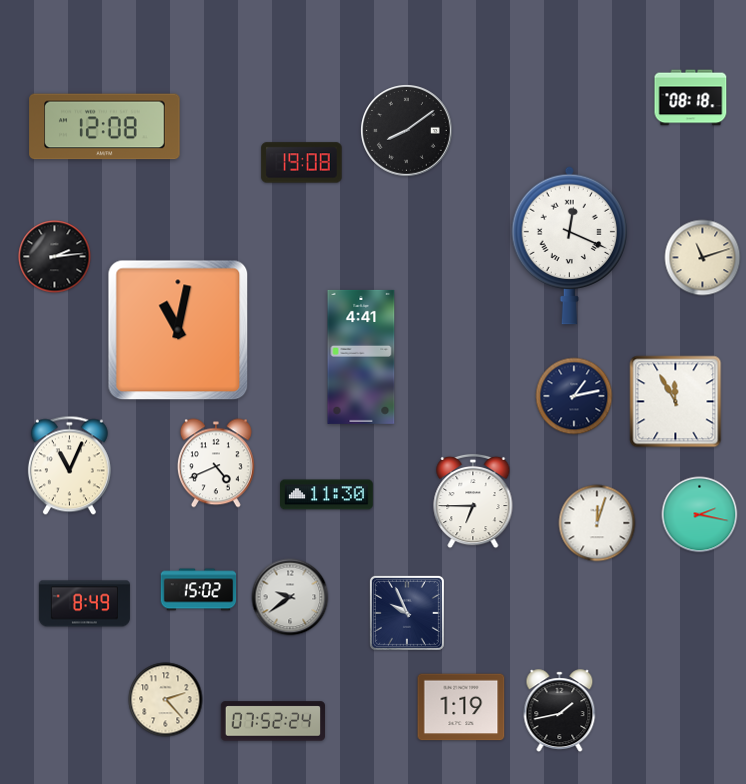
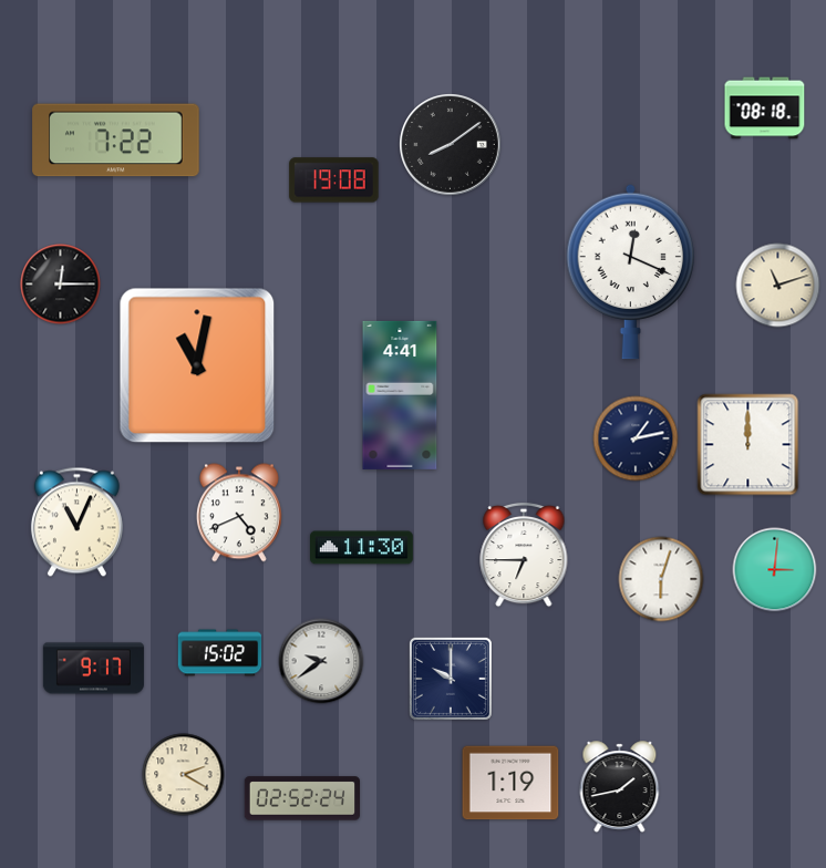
clock at (105, 127): 12:08 -> 7:22
clock at (55, 257): 2:14 -> 12:15
clock at (676, 402): 11:55 -> 12:00
clock at (69, 466) position: (69, 466) -> (76, 523)
clock at (700, 515): 2:17 -> 3:01
clock at (597, 523): 12:03 -> 6:03
clock at (84, 604): 8:49 -> 9:17
clock at (407, 613): 9:56 -> 10:00
clock at (166, 700): 2:23 -> 2:20
clock at (272, 721): 07:52 -> 02:52
